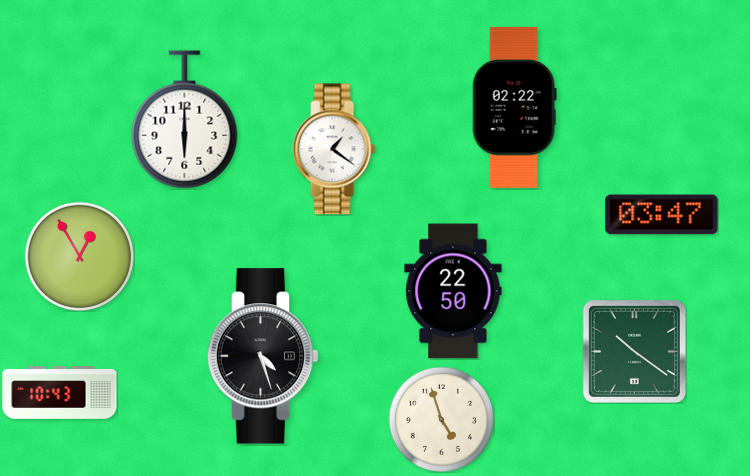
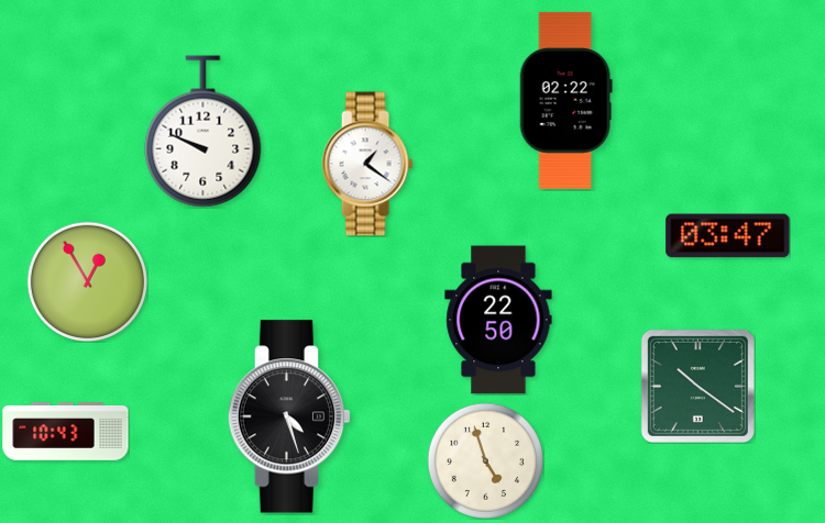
clock at (514, 107) position: (514, 107) -> (565, 100)
clock at (185, 120): 6:00 -> 9:49
clock at (263, 356) position: (263, 356) -> (289, 416)
